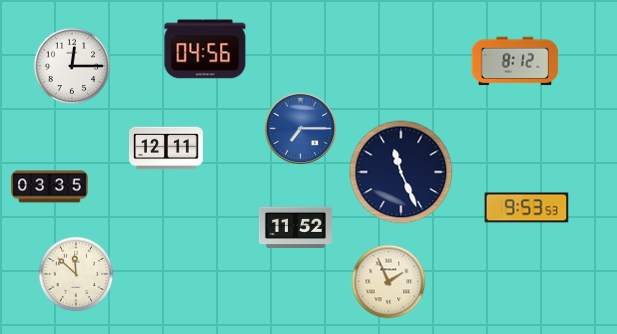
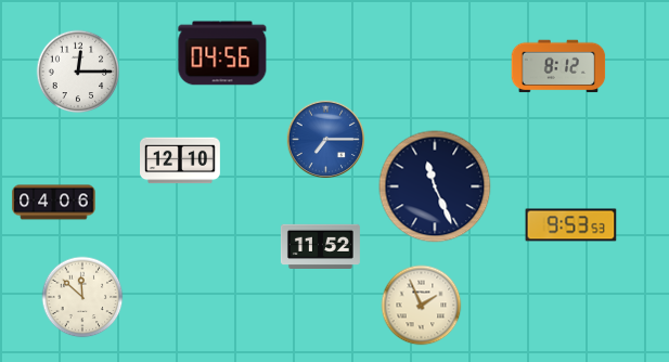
clock at (167, 148): 12:11 -> 12:10
clock at (50, 187): 03:35 -> 04:06
